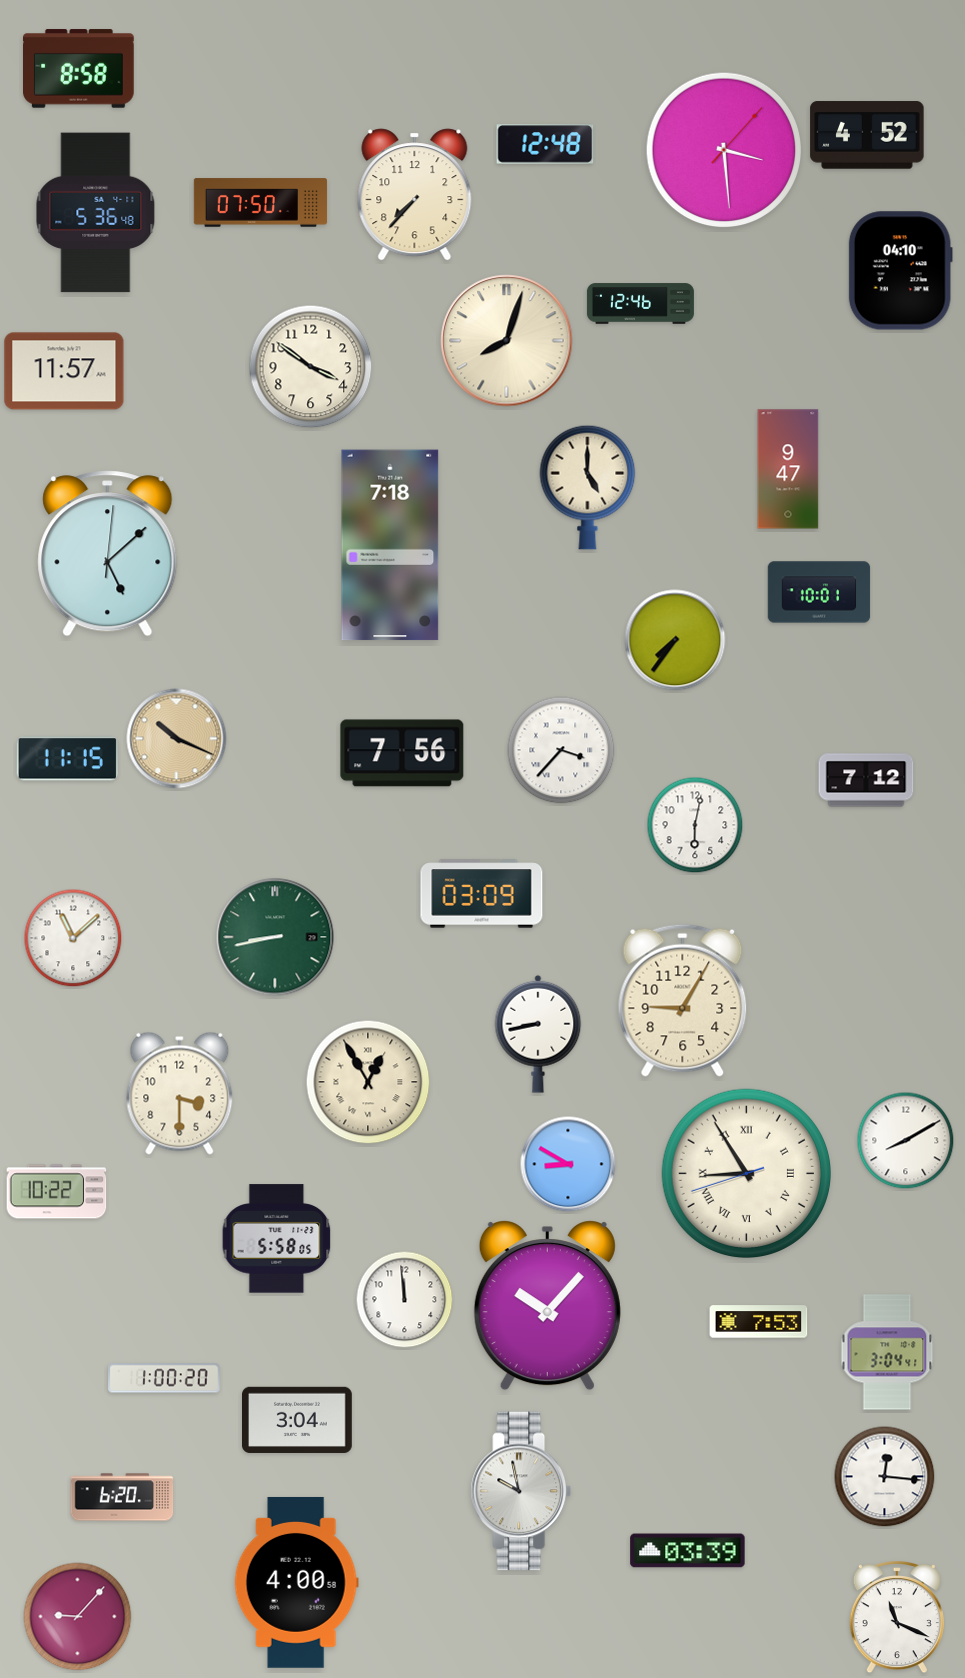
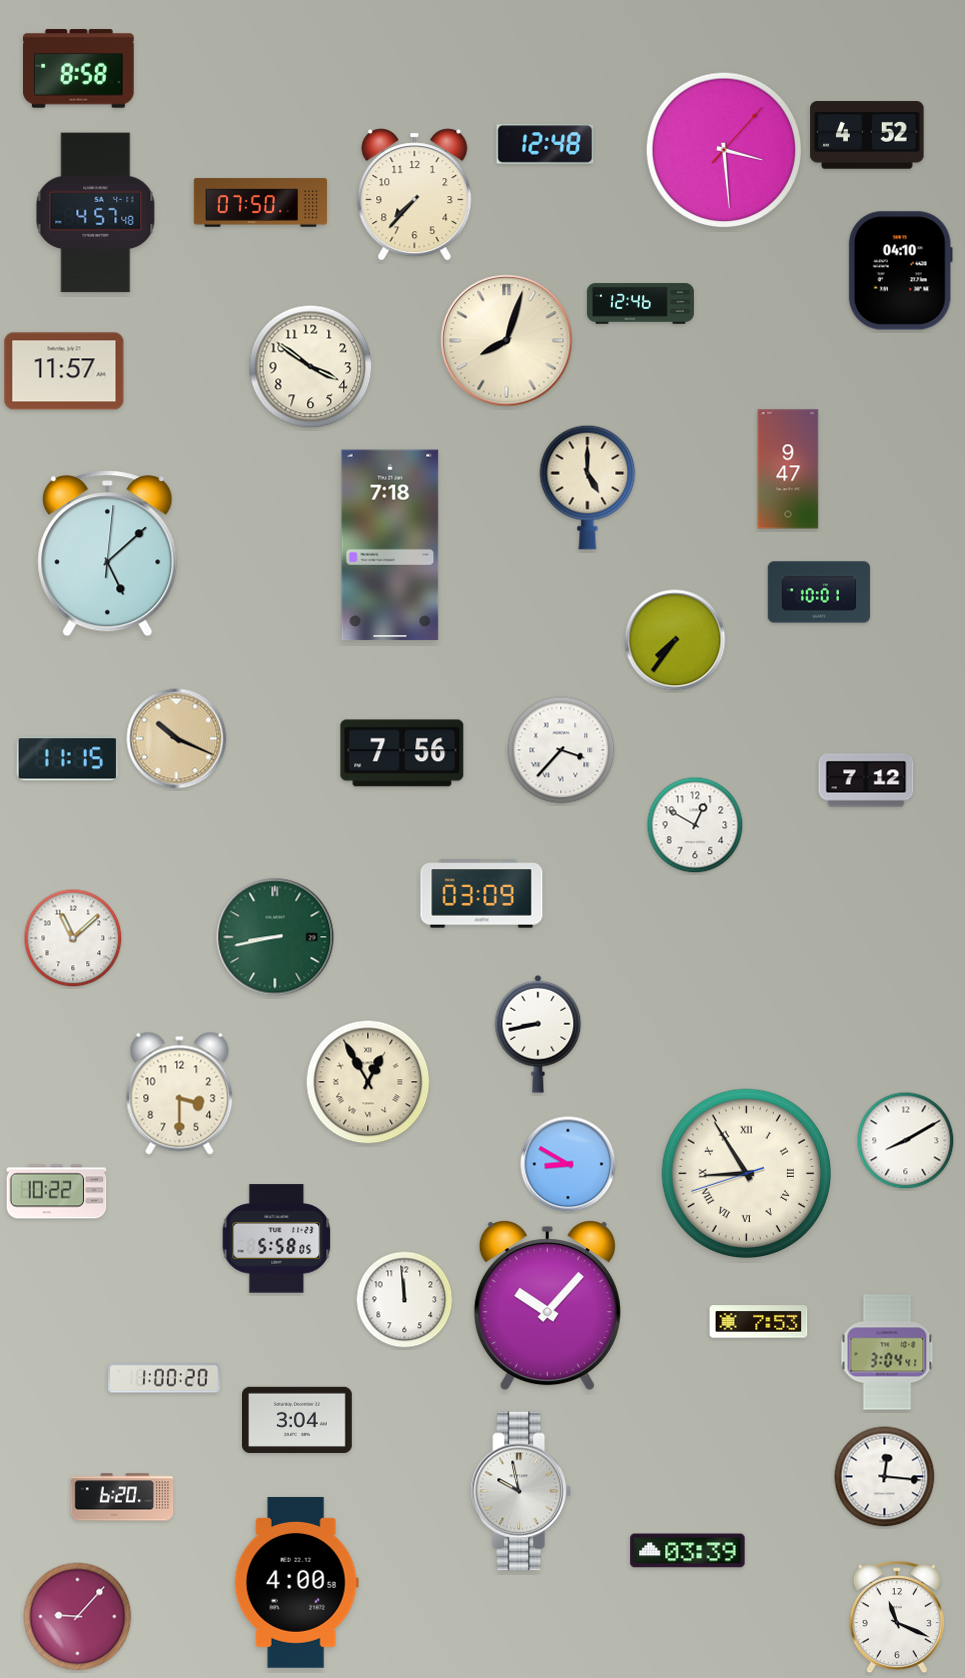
clock at (96, 213): 5:36 -> 4:57
clock at (695, 825): 6:02 -> 12:50
clock at (683, 1000): 9:05 -> none
